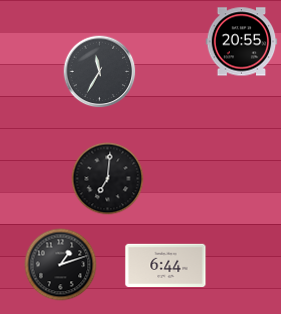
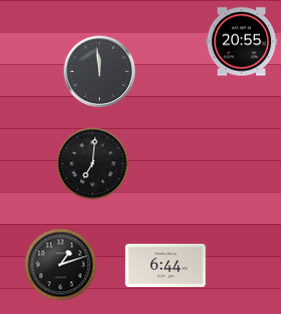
clock at (100, 72): 11:35 -> 11:59
clock at (108, 179) position: (108, 179) -> (93, 164)
